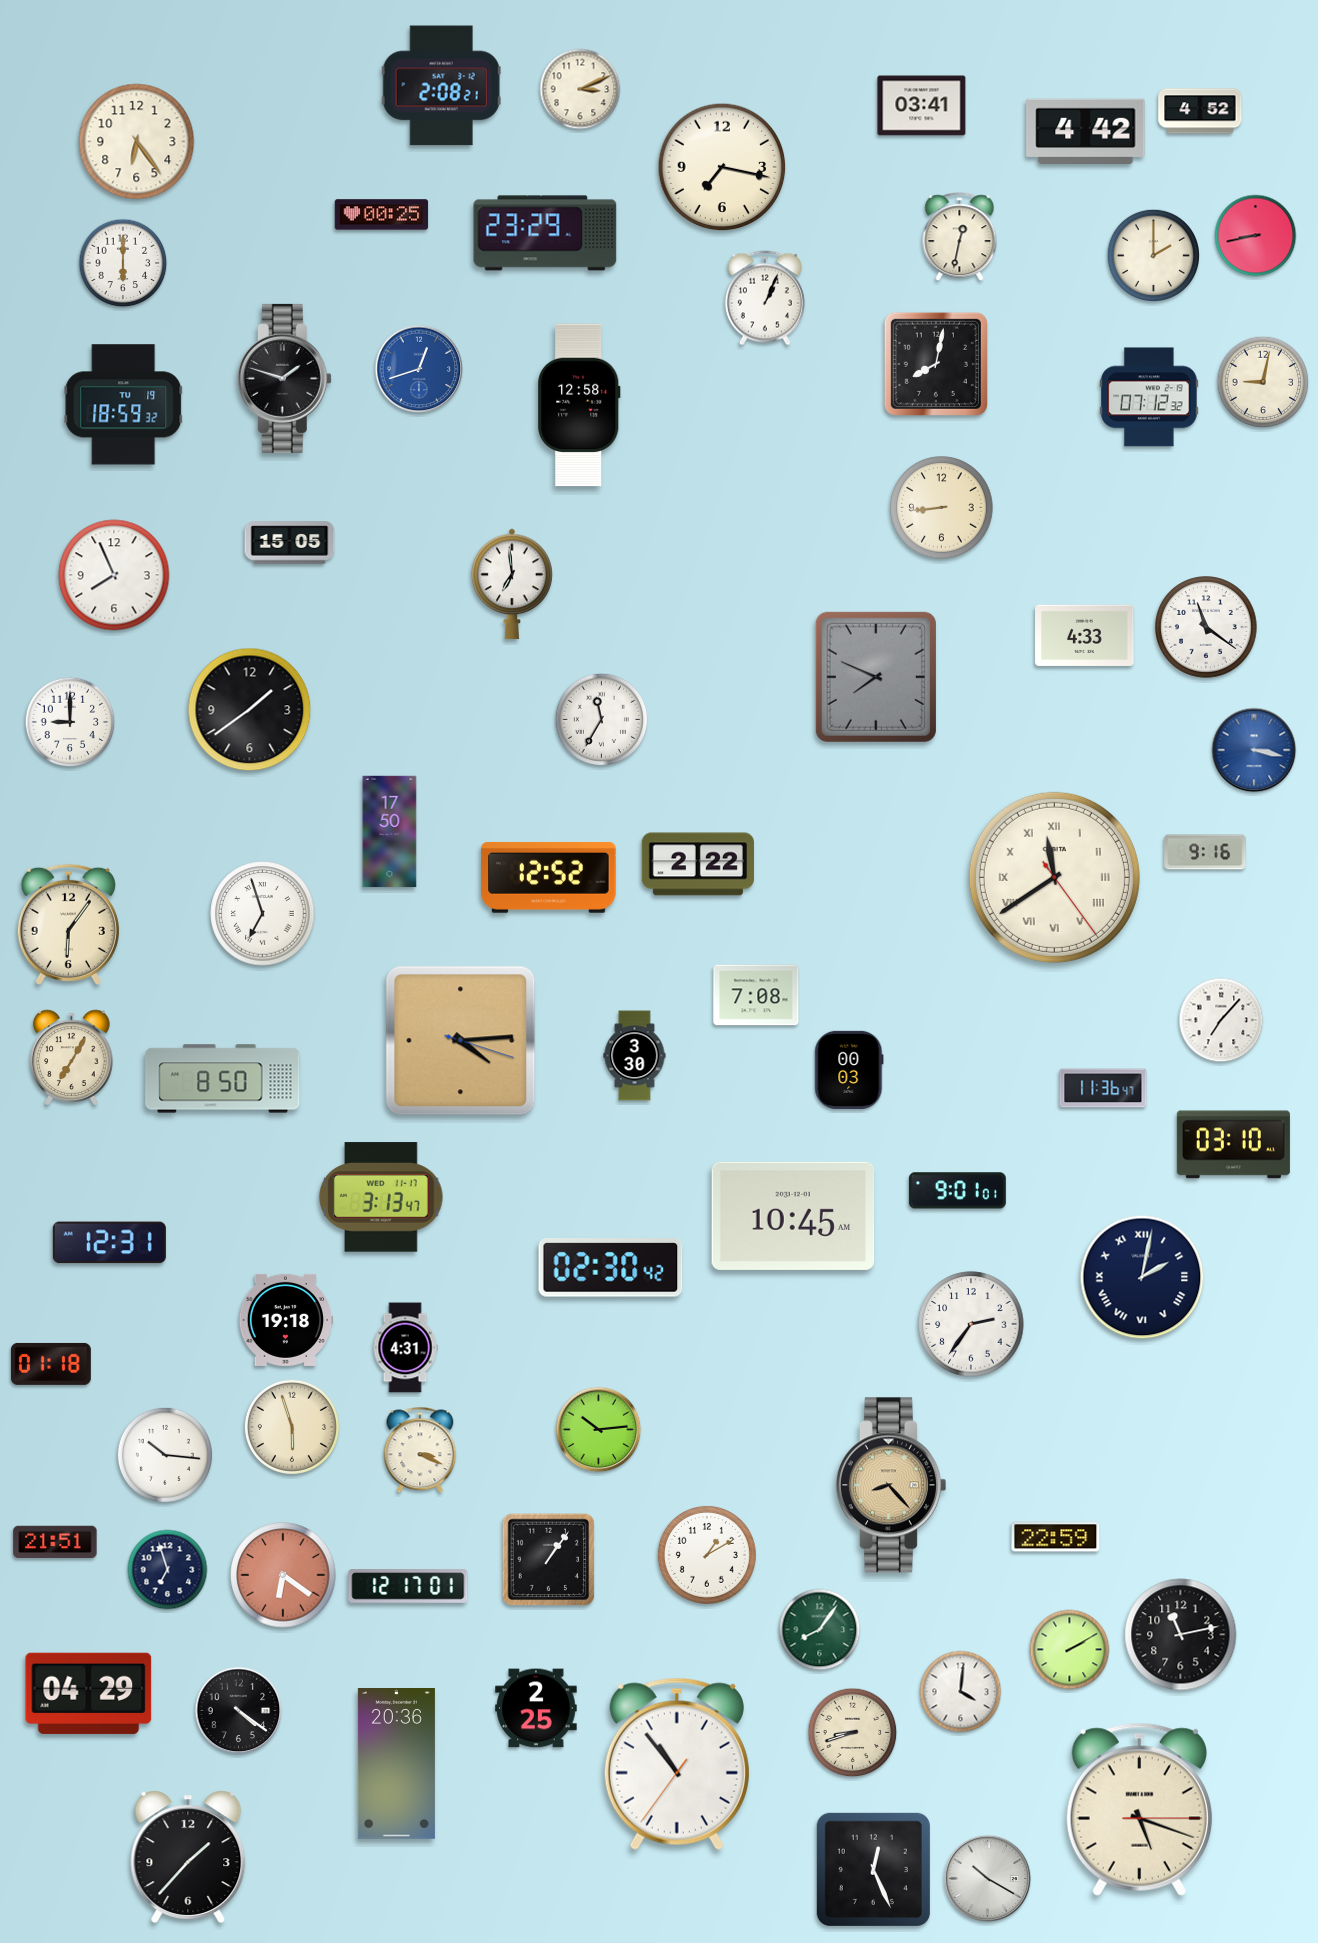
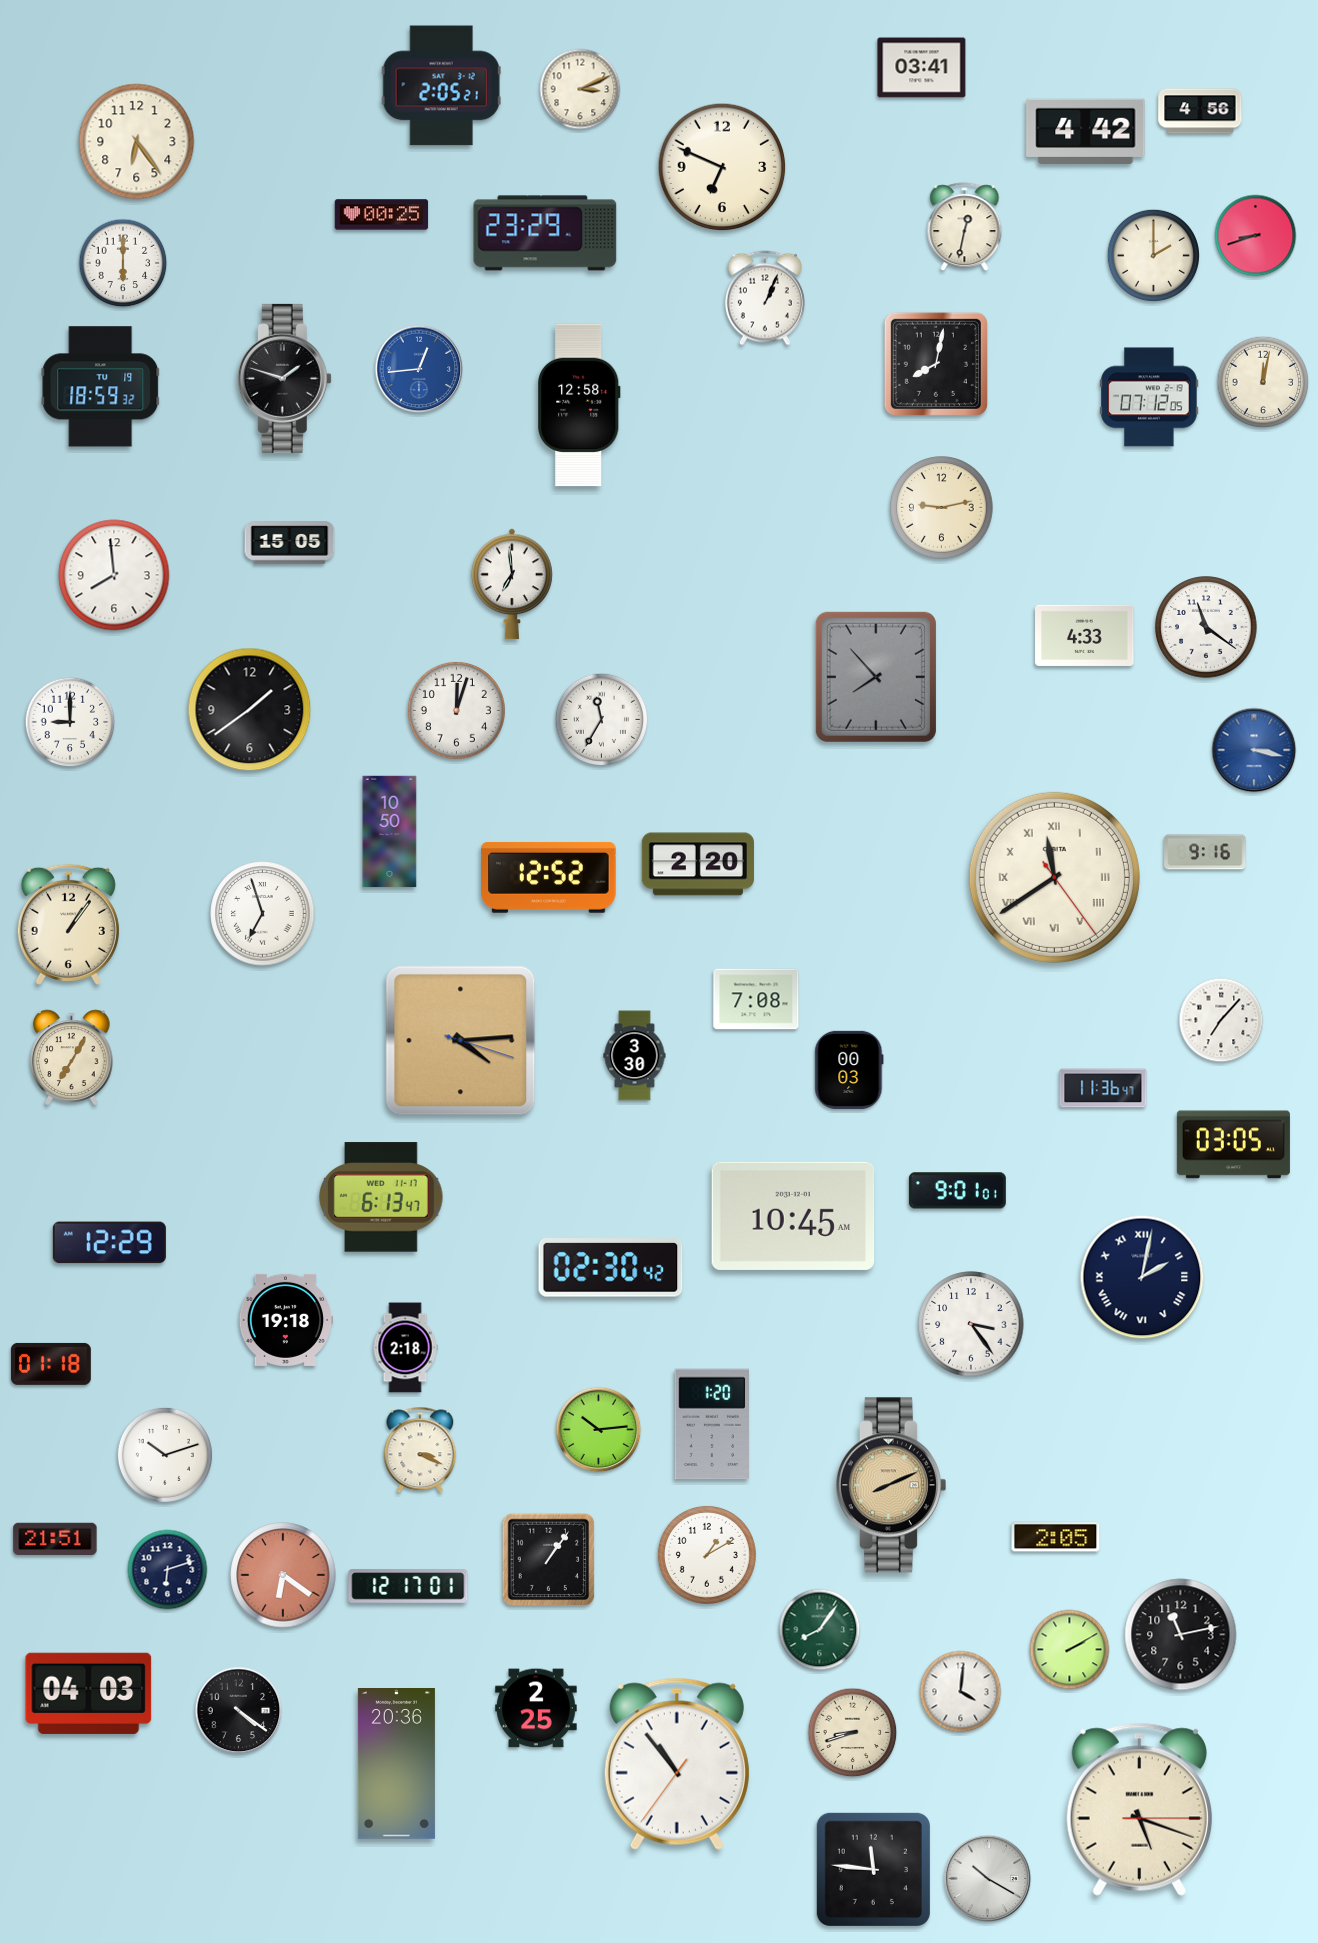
clock at (441, 86): 2:08 -> 2:05
clock at (922, 106) position: (922, 106) -> (922, 68)
clock at (1200, 111): 4:52 -> 4:56
clock at (722, 167): 7:17 -> 6:49
clock at (1256, 236): 8:43 -> 8:42
clock at (960, 237) position: (960, 237) -> (965, 227)
clock at (419, 369): 12:42 -> 12:44
clock at (1263, 382): 9:02 -> 12:02
clock at (1149, 397): 07:12:32 -> 07:12:05
clock at (124, 405) position: (124, 405) -> (101, 387)
clock at (942, 508): 8:44 -> 9:13
clock at (114, 575): 7:56 -> 7:59
clock at (876, 677): 7:49 -> 7:53
clock at (456, 710): none -> 12:03
clock at (390, 832): 17:50 -> 10:50
clock at (698, 864): 2:22 -> 2:20
clock at (68, 924): 6:06 -> 1:06
clock at (756, 995) position: (756, 995) -> (756, 999)
clock at (223, 1079): 8:50 -> none
clock at (1233, 1145): 03:10 -> 03:05
clock at (381, 1197): 3:13 -> 6:13
clock at (109, 1243): 12:31 -> 12:29
clock at (971, 1324): 2:36 -> 3:24
clock at (405, 1348): 4:31 -> 2:18
clock at (712, 1424): none -> 1:20
clock at (292, 1427): 5:57 -> none
clock at (165, 1455): 10:16 -> 10:12
clock at (890, 1485): 8:23 -> 8:11
clock at (1056, 1537): 22:59 -> 2:05
clock at (55, 1541) position: (55, 1541) -> (55, 1538)
clock at (168, 1570): 6:57 -> 6:12
clock at (89, 1693): 04:29 -> 04:03
clock at (188, 1856): 1:37 -> none
clock at (873, 1869): 12:26 -> 11:46
